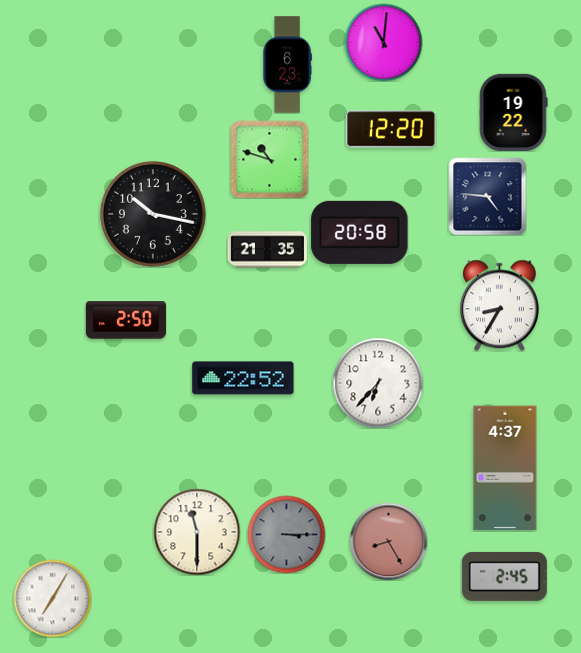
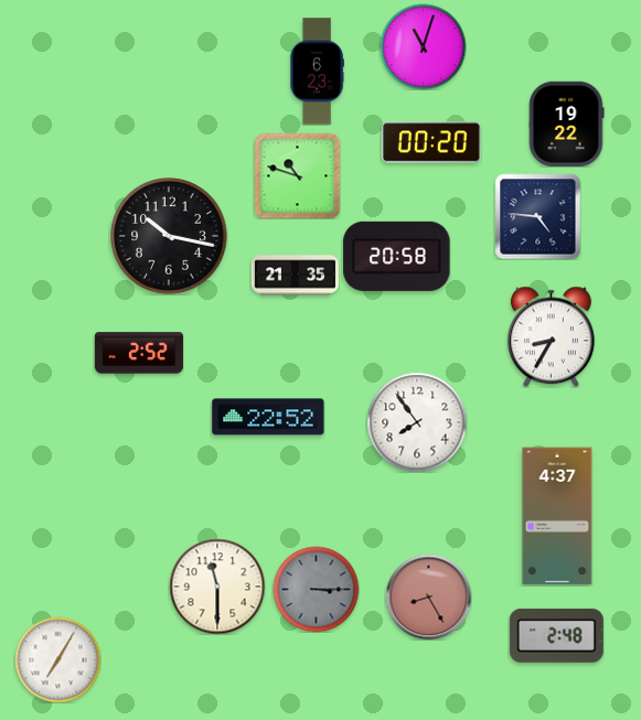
clock at (383, 42): 11:01 -> 11:03
clock at (392, 129): 12:20 -> 00:20
clock at (126, 320): 2:50 -> 2:52
clock at (378, 383): 6:37 -> 7:54
clock at (504, 576): 2:45 -> 2:48
